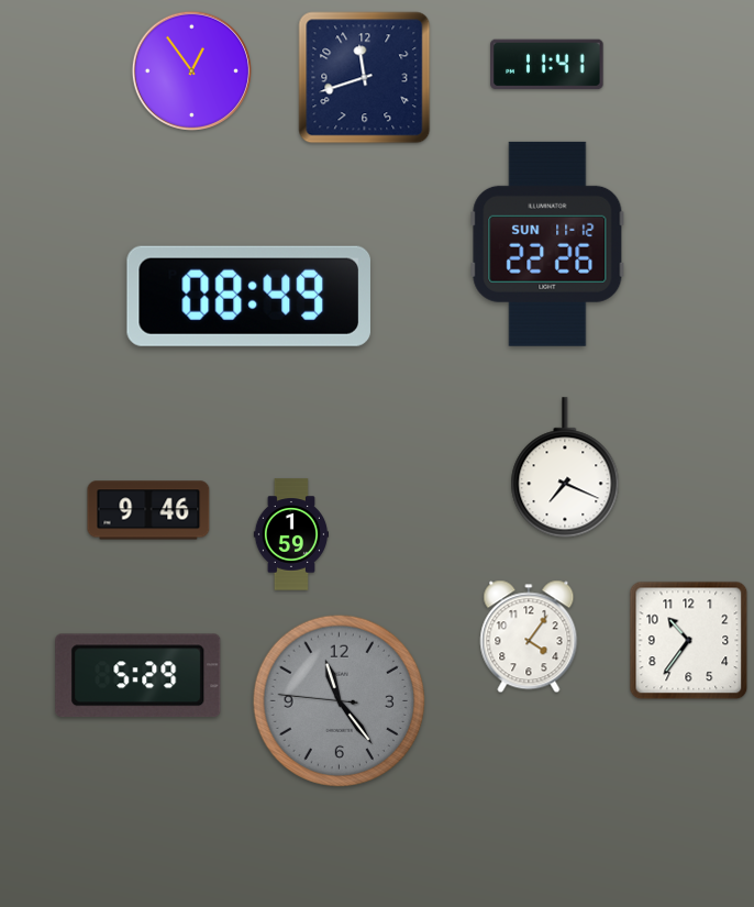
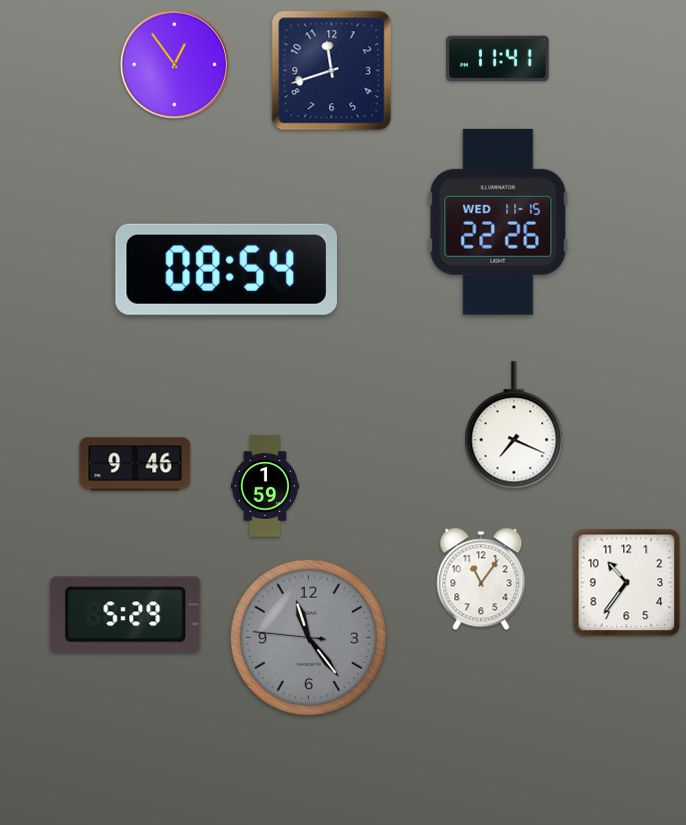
clock at (547, 244) date: SUN 11-12 -> WED 11-15
clock at (248, 296): 08:49 -> 08:54
clock at (529, 637): 4:06 -> 11:06
